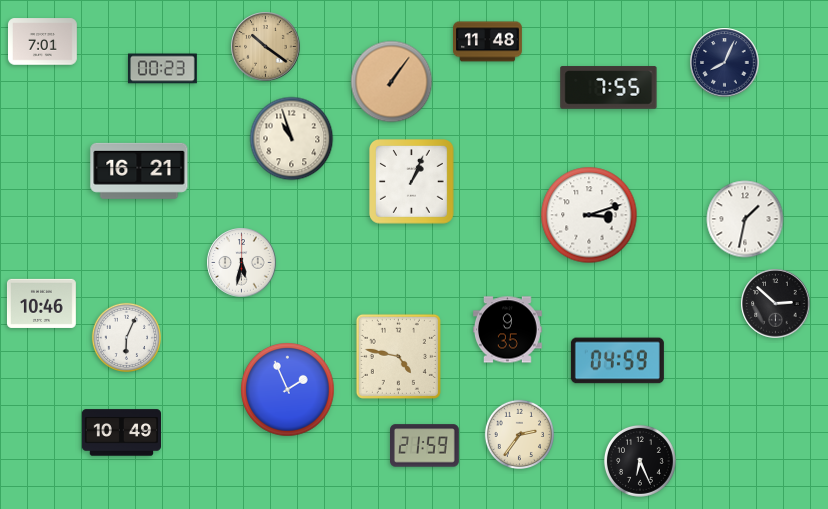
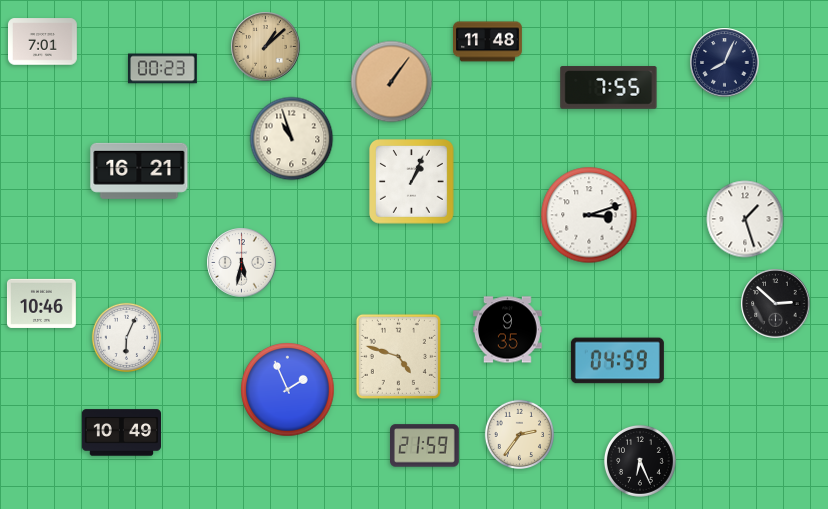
clock at (266, 47): 10:21 -> 1:08
clock at (745, 219): 1:32 -> 1:27
clock at (398, 356): 4:47 -> 4:48
